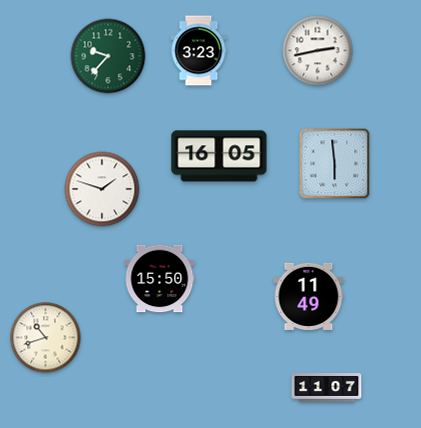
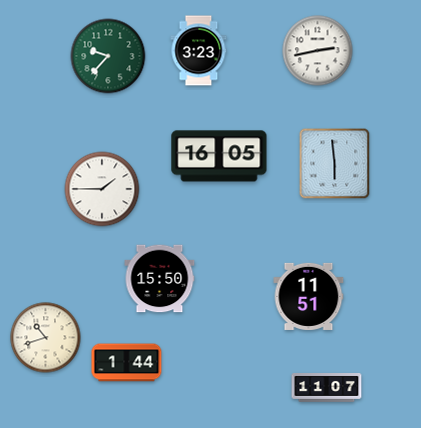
clock at (102, 189): 1:48 -> 1:45
clock at (309, 296): 11:49 -> 11:51
clock at (127, 363): none -> 1:44
